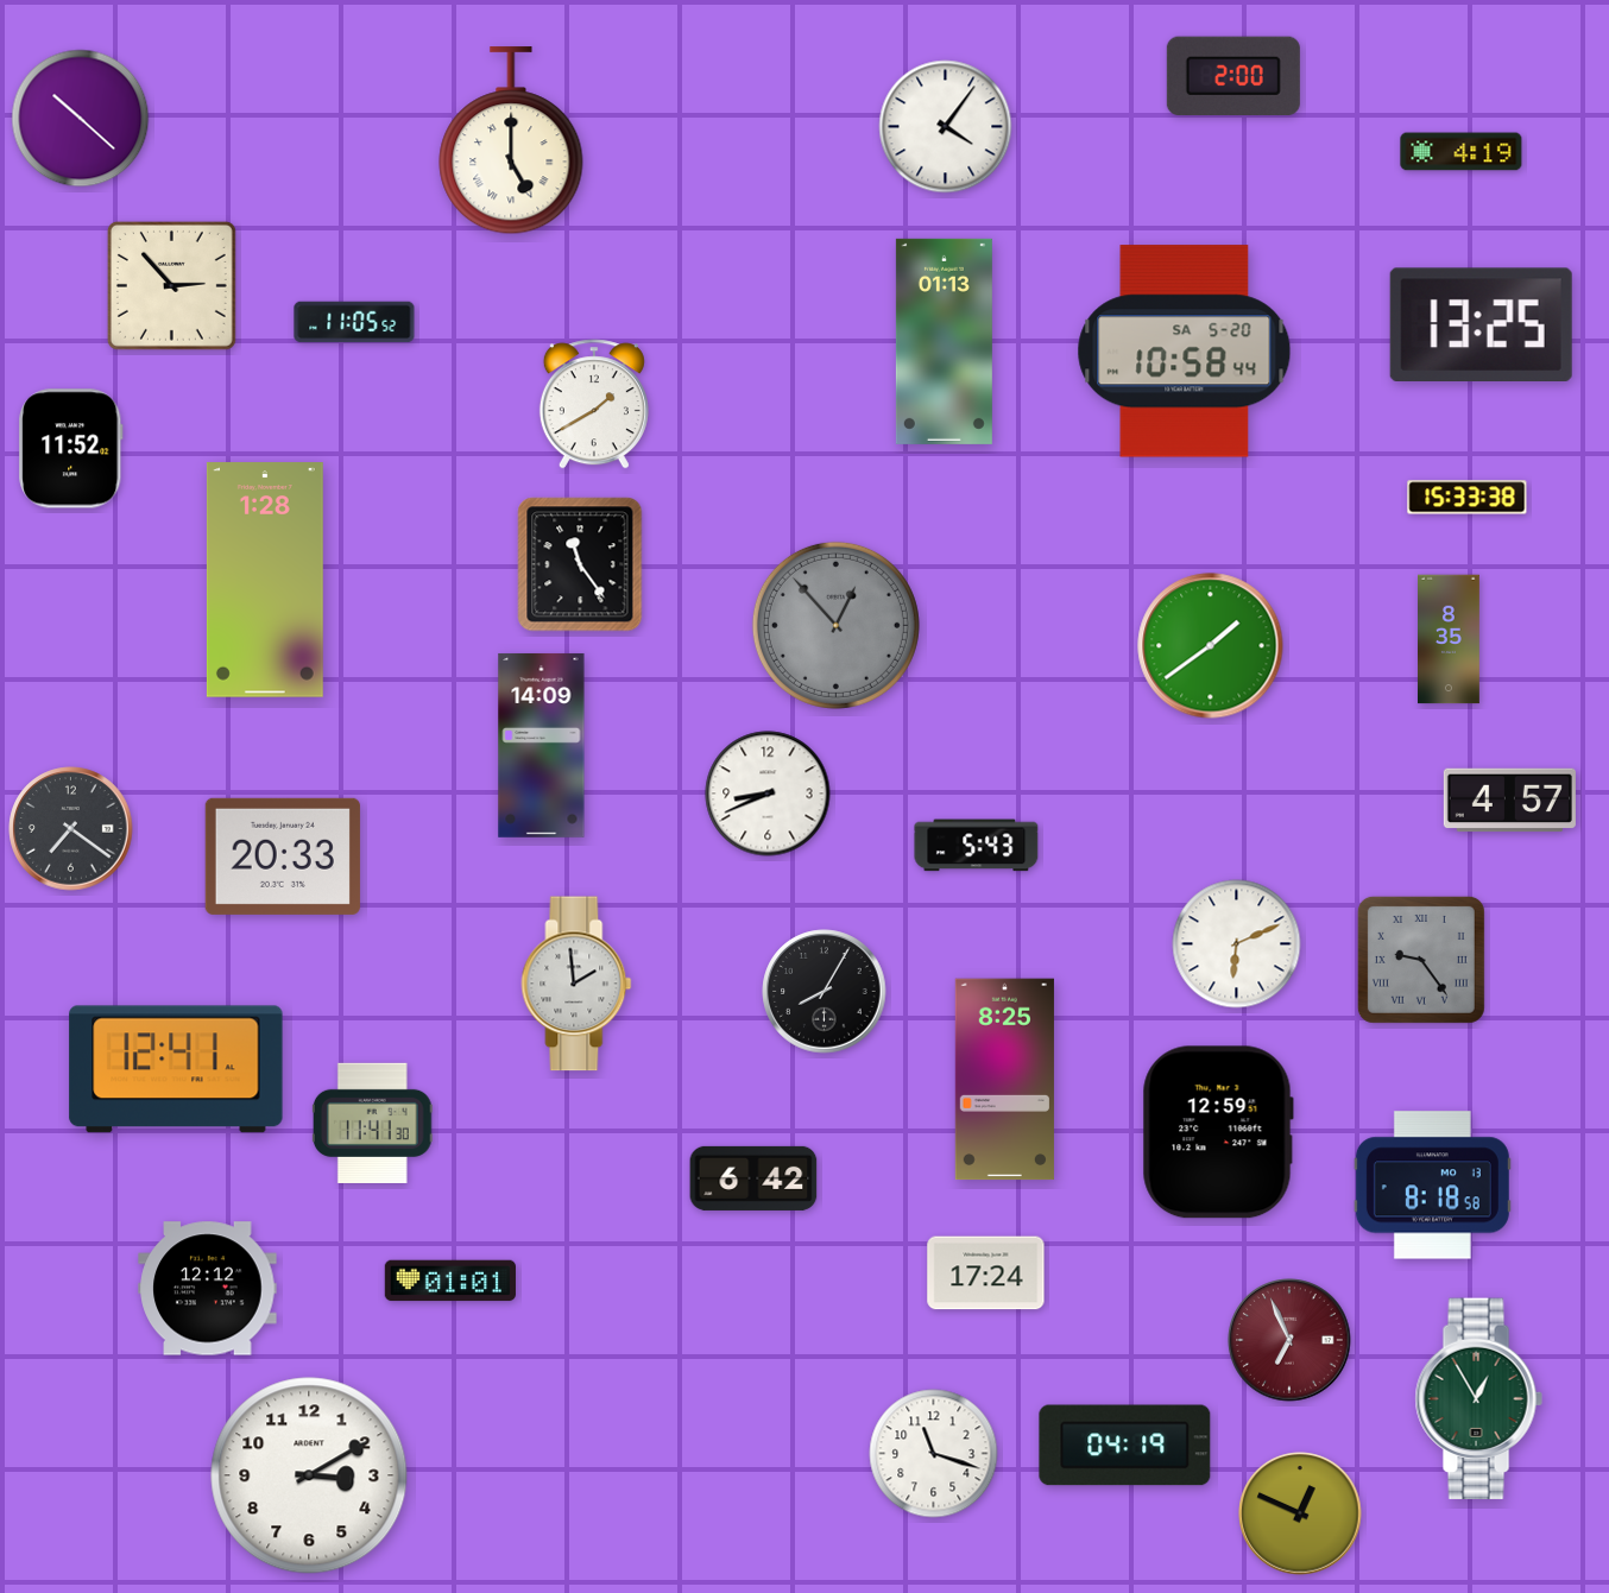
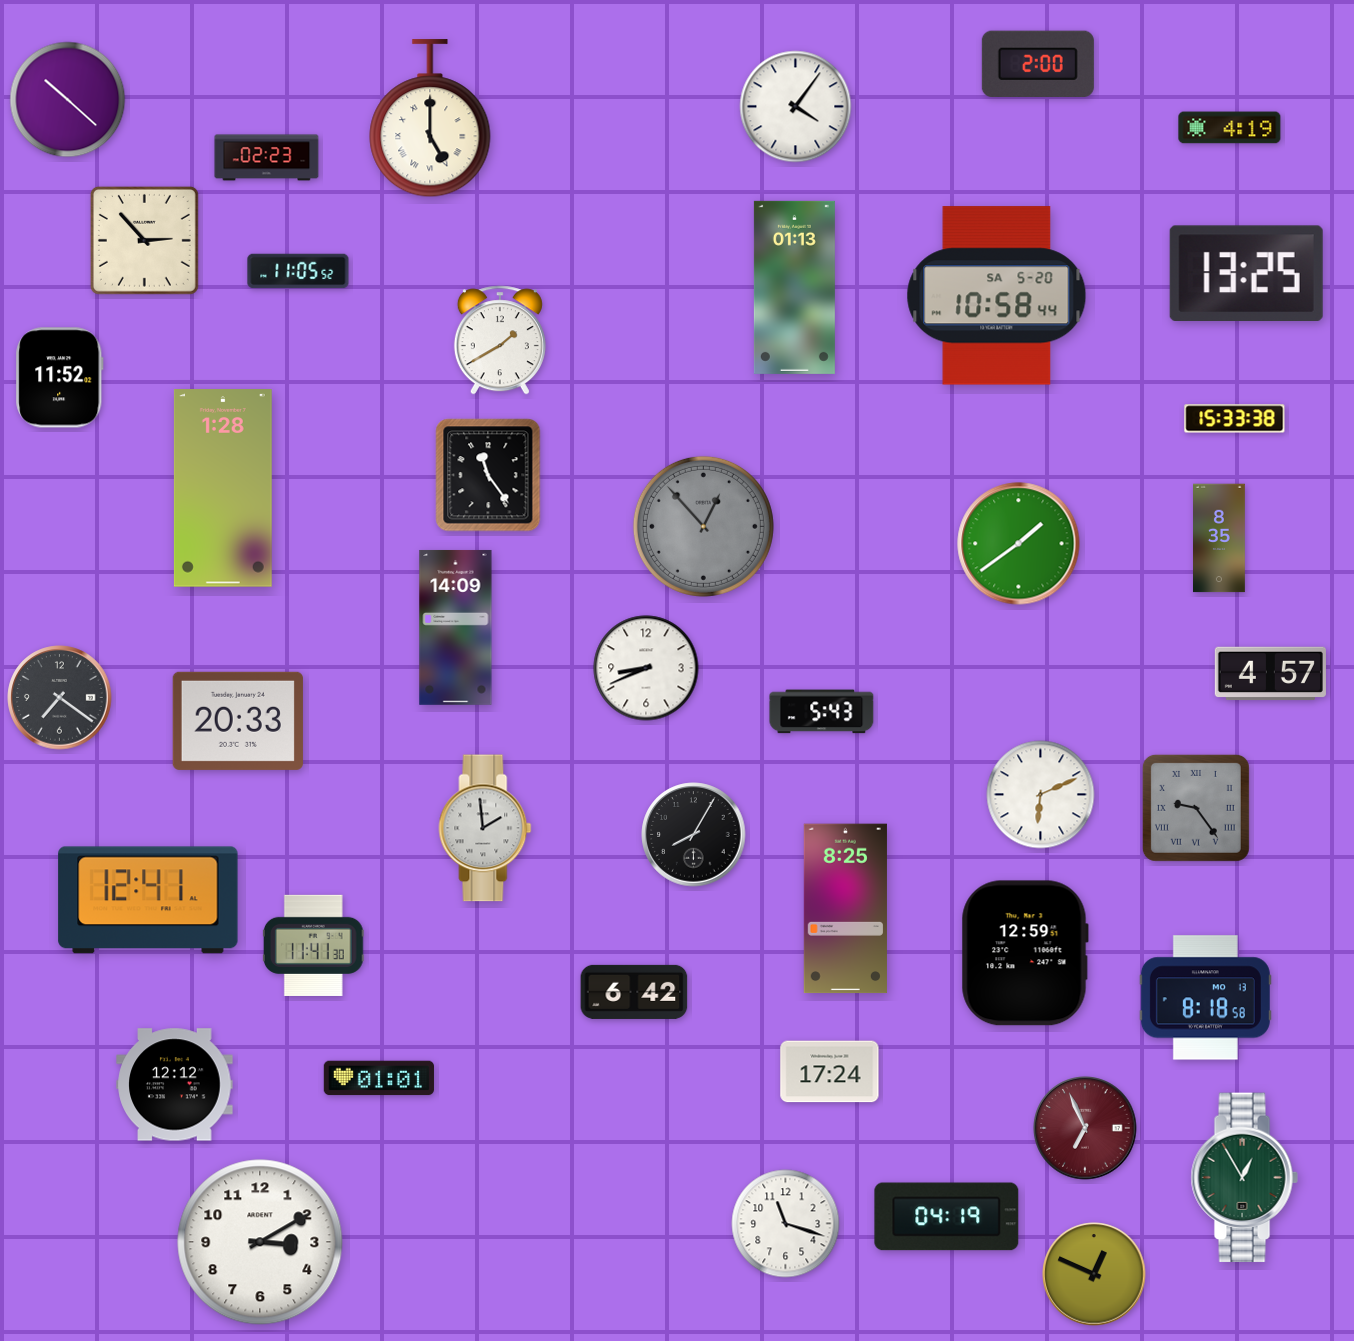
clock at (267, 158): none -> 02:23
